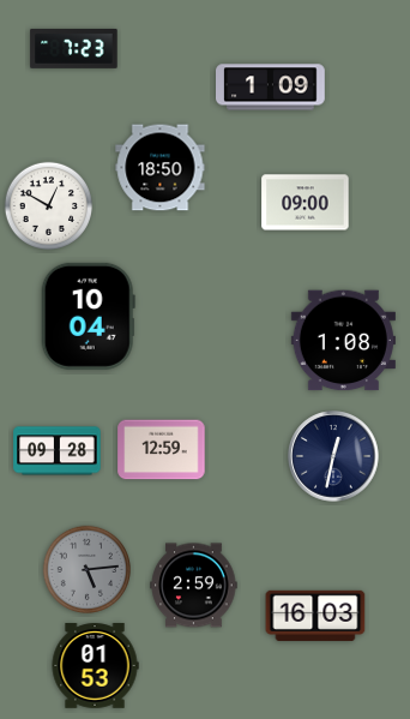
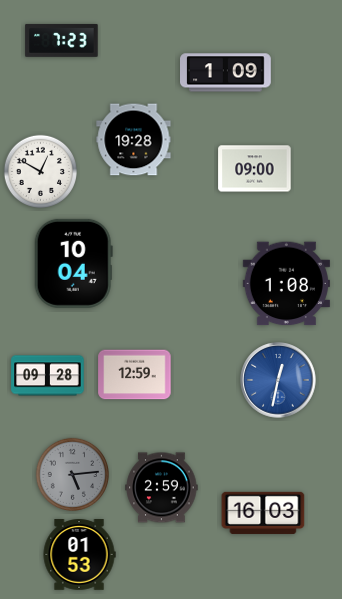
clock at (161, 168): 18:50 -> 19:28
clock at (333, 456) dial: navy -> blue
